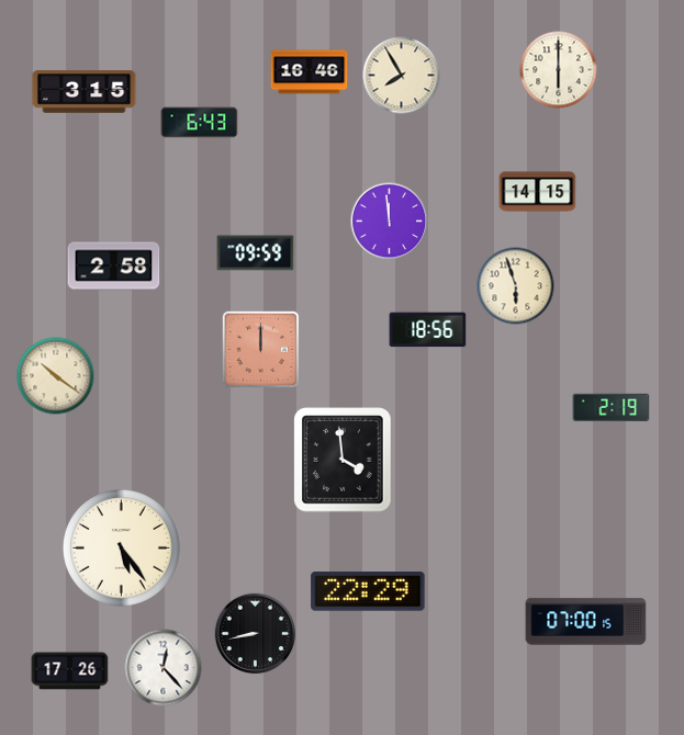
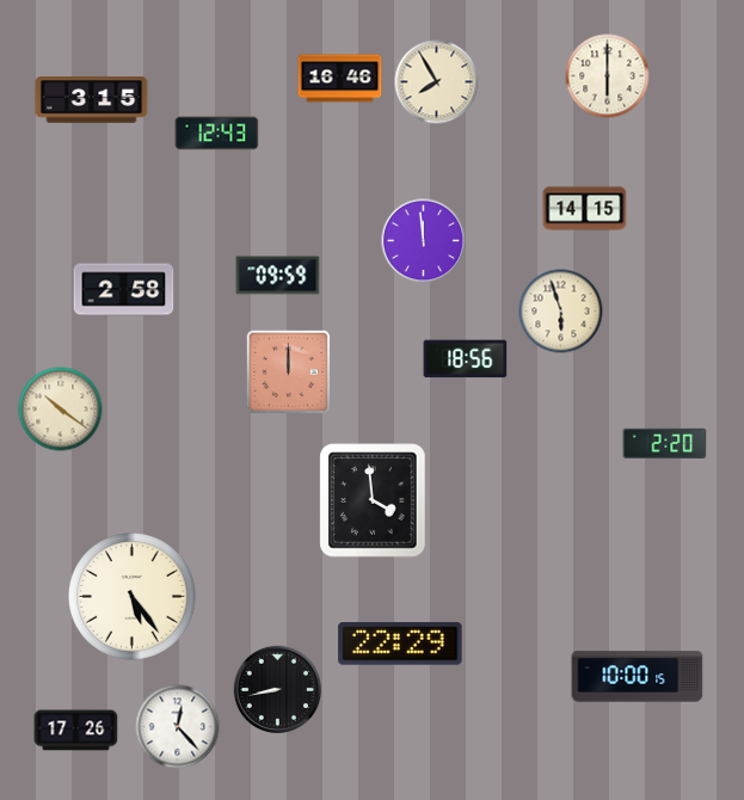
clock at (310, 72) position: (310, 72) -> (340, 79)
clock at (200, 123): 6:43 -> 12:43
clock at (260, 349) position: (260, 349) -> (288, 371)
clock at (612, 407): 2:19 -> 2:20
clock at (586, 622): 07:00 -> 10:00
